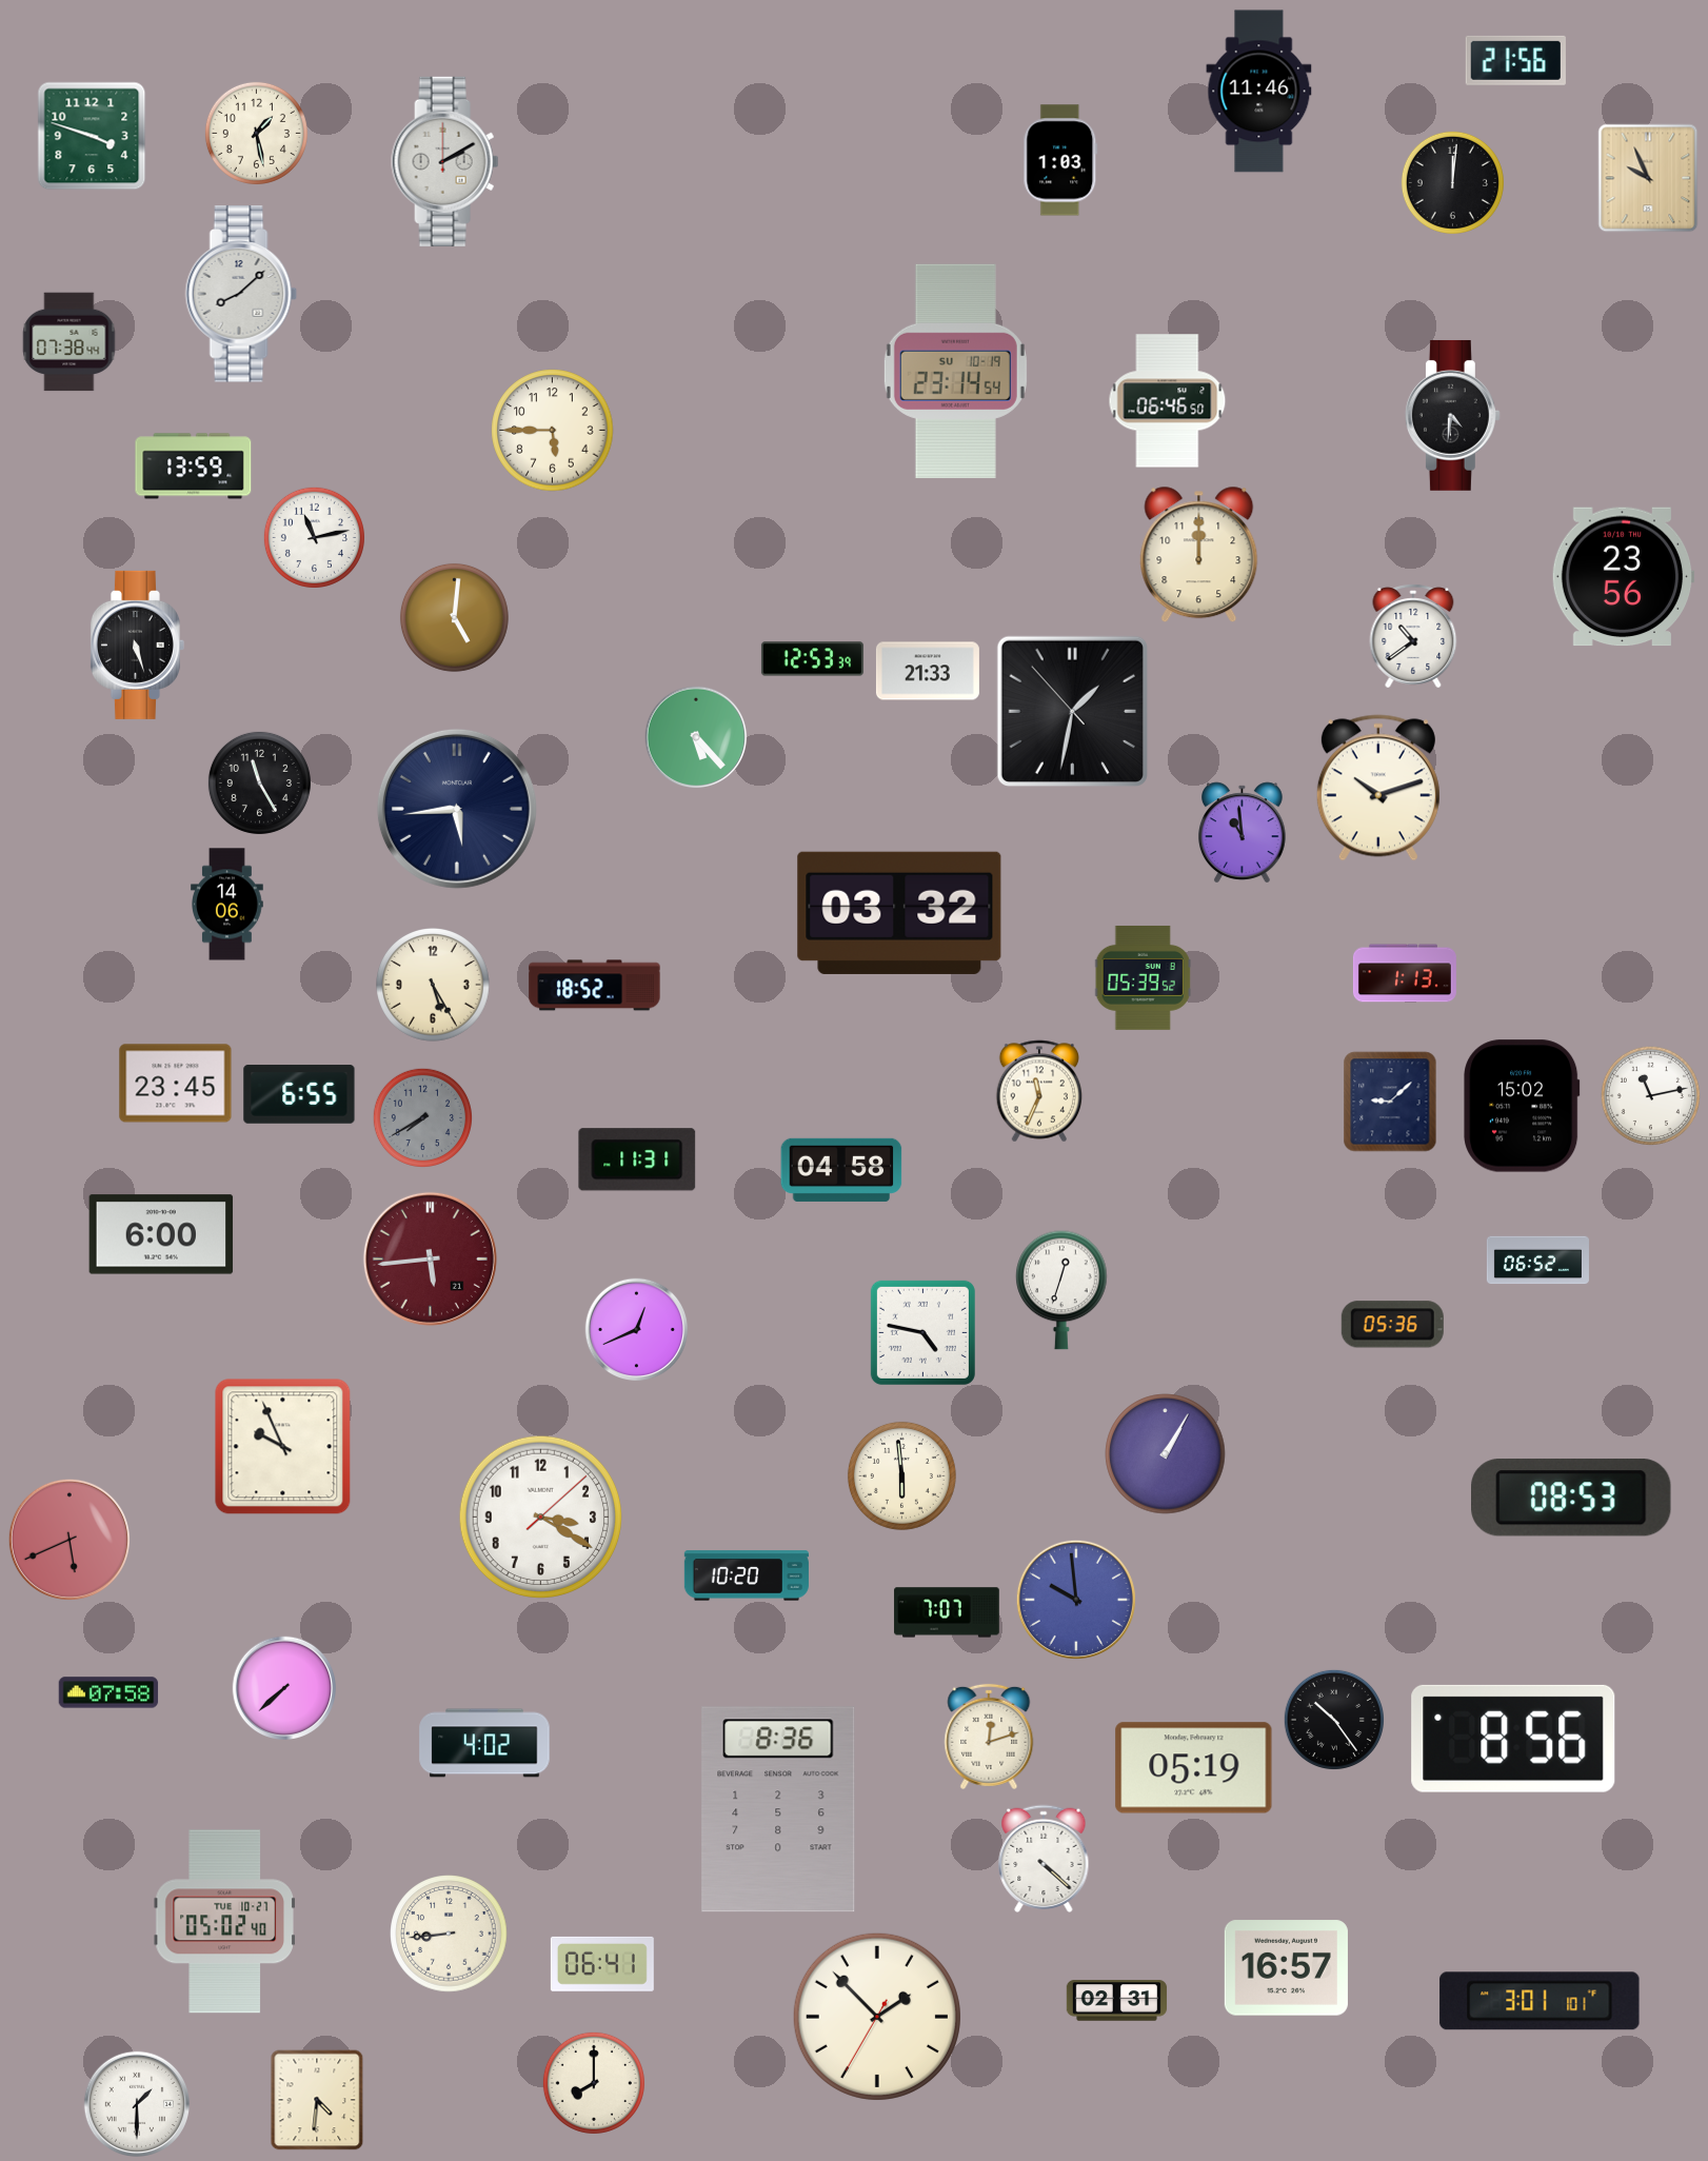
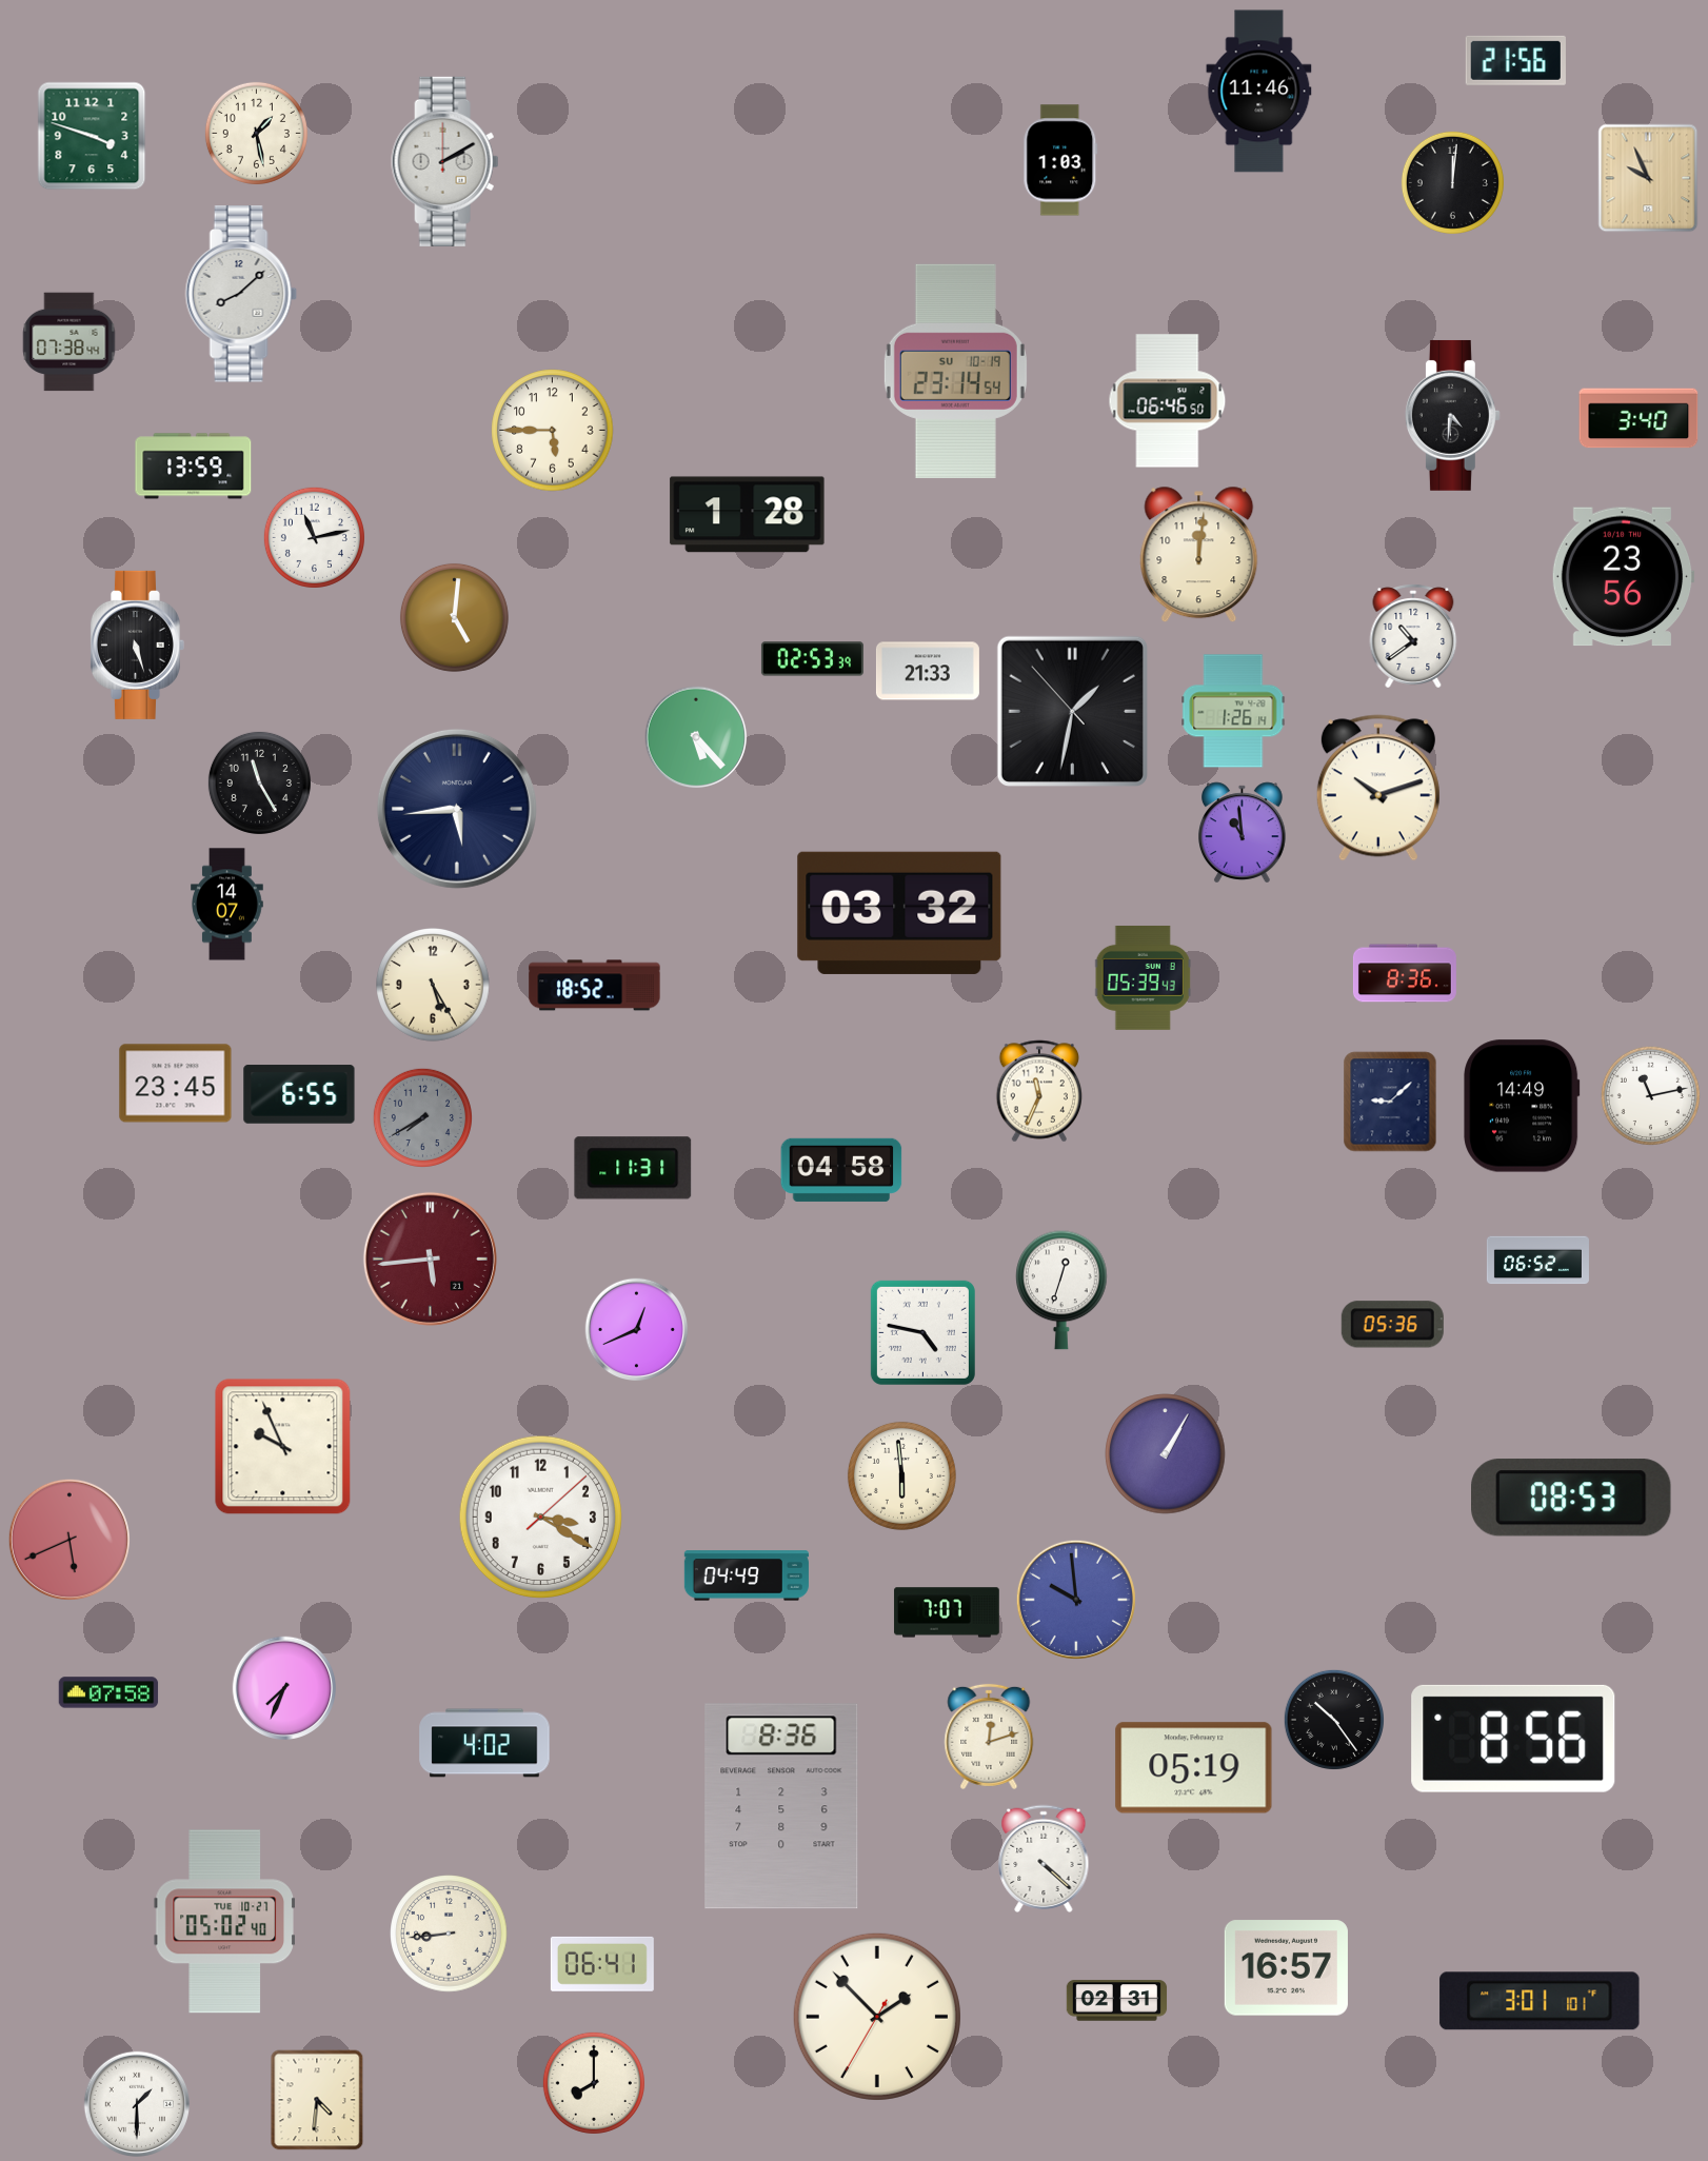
clock at (1639, 418): none -> 3:40
clock at (748, 515): none -> 1:28
clock at (1199, 555): 12:00 -> 12:01
clock at (812, 659): 12:53 -> 02:53
clock at (1233, 711): none -> 1:26
clock at (227, 905): 14:06 -> 14:07
clock at (1405, 973): 1:13 -> 8:36
clock at (1143, 977): 05:39:52 -> 05:39:43
clock at (1522, 1106): 15:02 -> 14:49
clock at (637, 1159) position: (637, 1159) -> (633, 1168)
clock at (161, 1234): 6:00 -> none
clock at (747, 1575): 10:20 -> 04:49
clock at (283, 1687): 7:38 -> 7:34
clock at (778, 1809) position: (778, 1809) -> (781, 1806)
